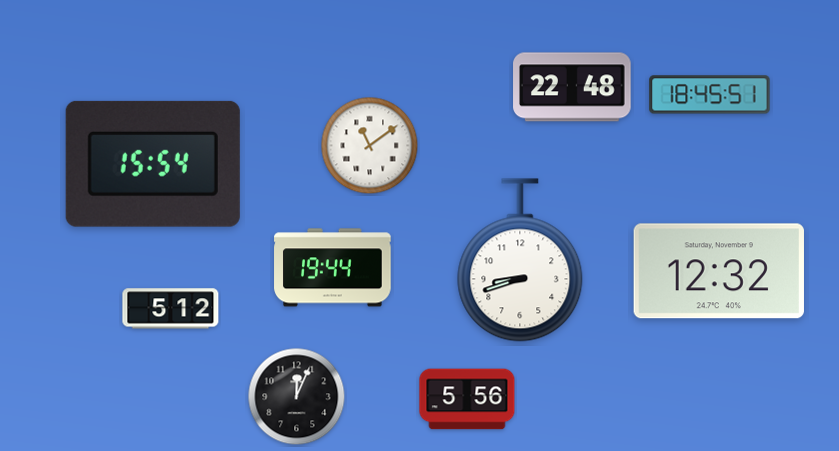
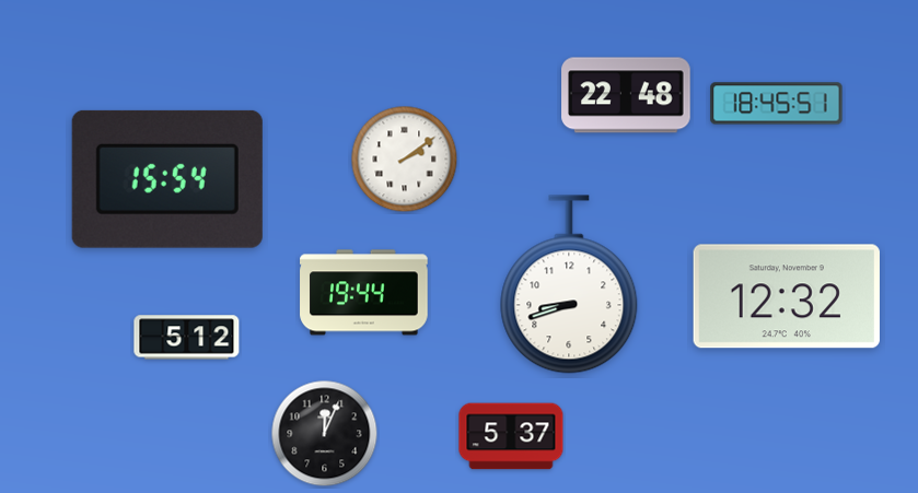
clock at (370, 146): 11:09 -> 2:09
clock at (467, 399): 5:56 -> 5:37
